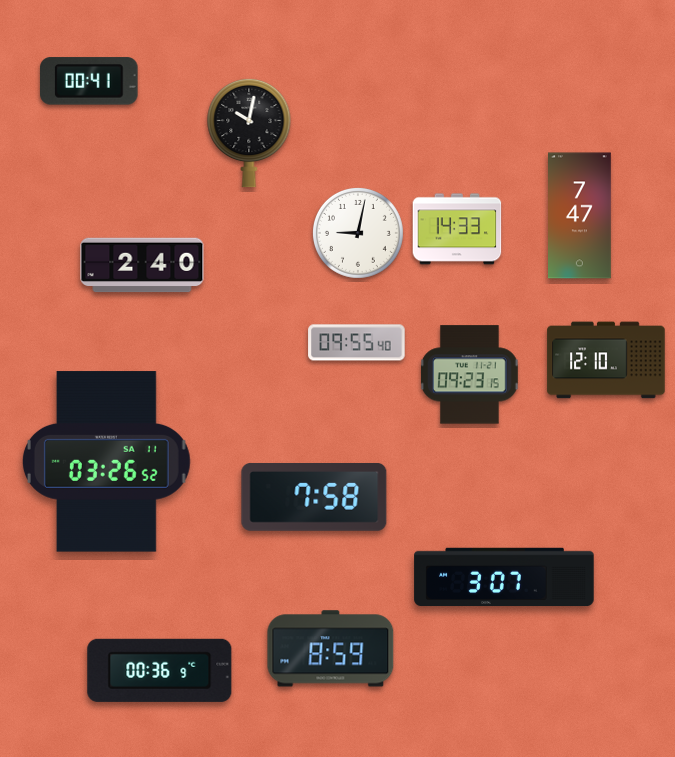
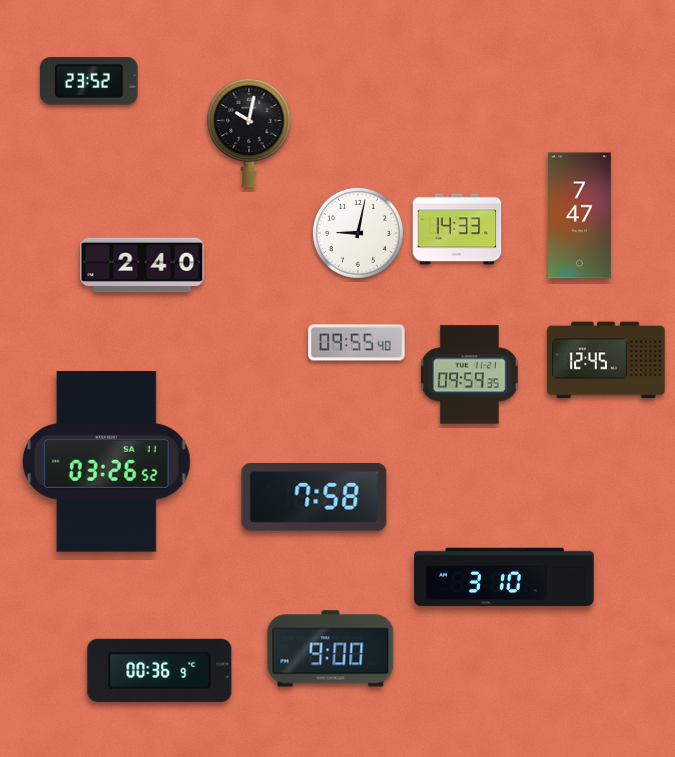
clock at (89, 81): 00:41 -> 23:52
clock at (606, 360): 12:10 -> 12:45
clock at (470, 375): 09:23 -> 09:59
clock at (504, 577): 3:07 -> 3:10
clock at (331, 649): 8:59 -> 9:00
